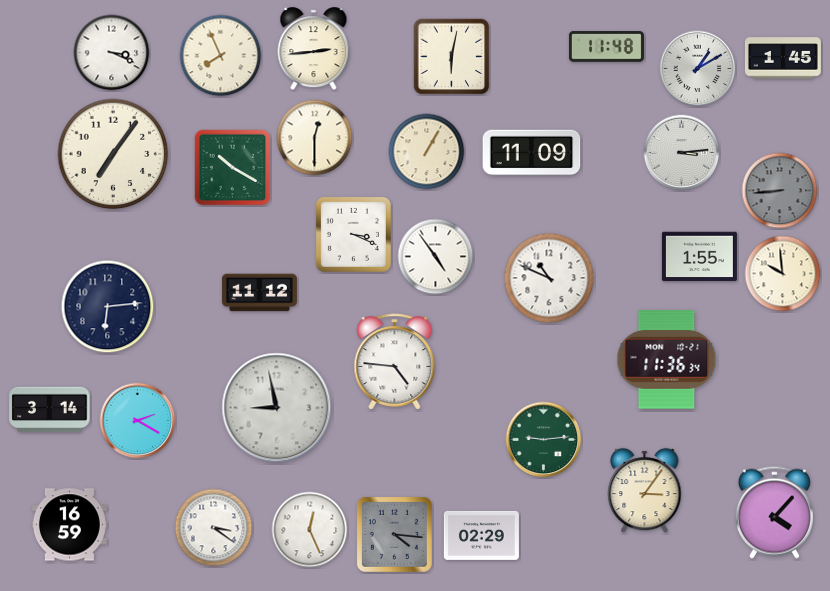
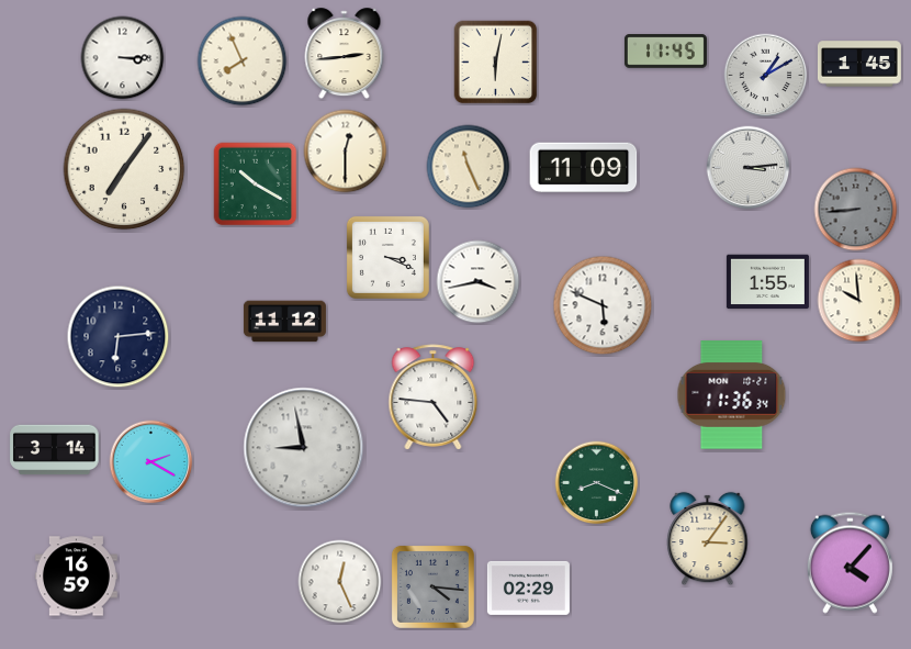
clock at (606, 47): 11:48 -> 11:45
clock at (112, 53): 3:19 -> 3:15
clock at (427, 152): 1:05 -> 11:26
clock at (436, 257): 4:54 -> 3:43
clock at (549, 278): 10:49 -> 5:49
clock at (544, 440): 9:14 -> 8:19
clock at (214, 528): 3:21 -> none
